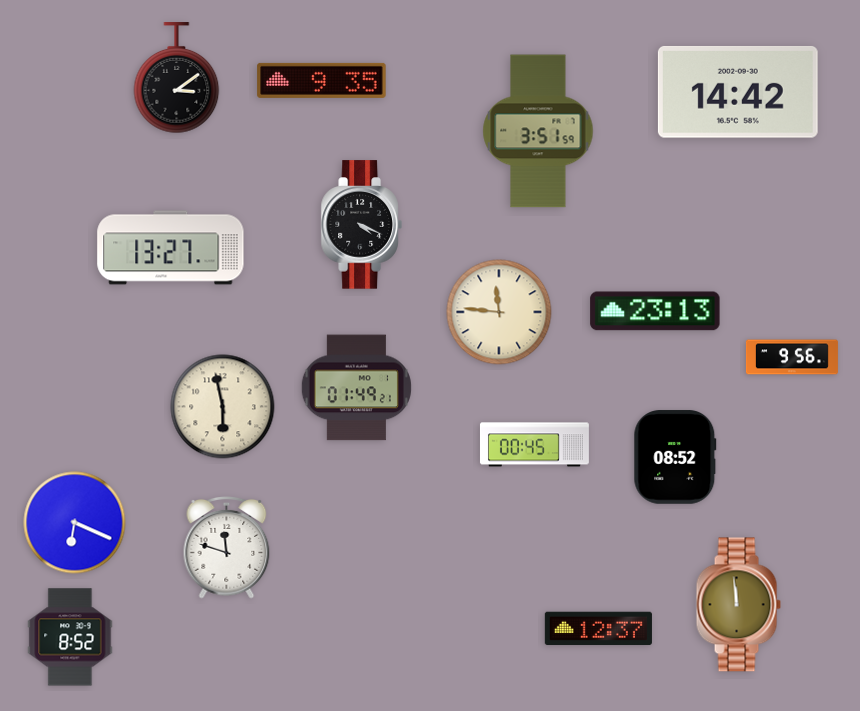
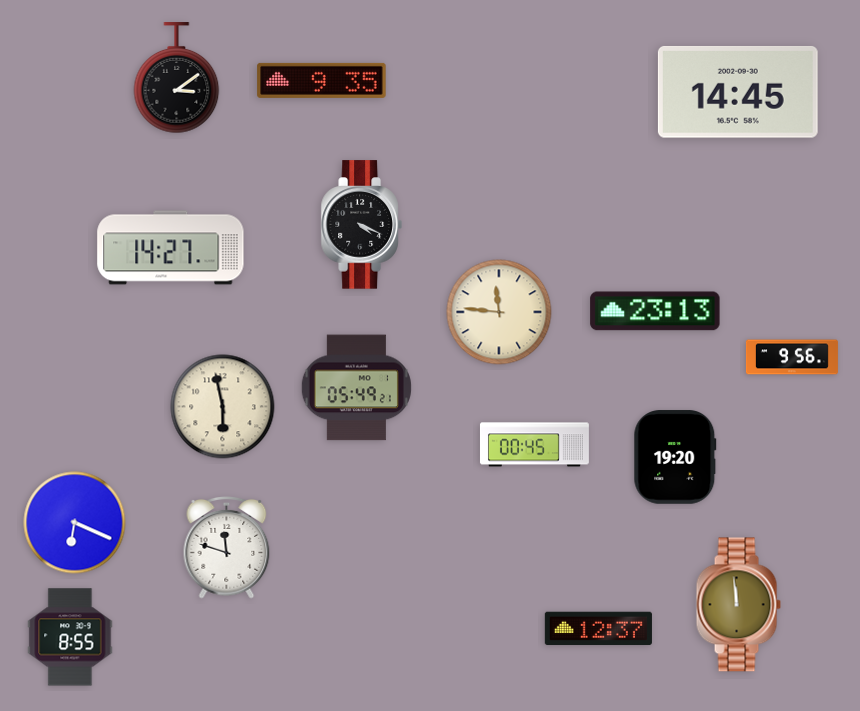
clock at (738, 92): 14:42 -> 14:45
clock at (538, 131): 3:51 -> none
clock at (171, 248): 13:27 -> 14:27
clock at (356, 388): 01:49 -> 05:49
clock at (675, 457): 08:52 -> 19:20
clock at (70, 637): 8:52 -> 8:55
